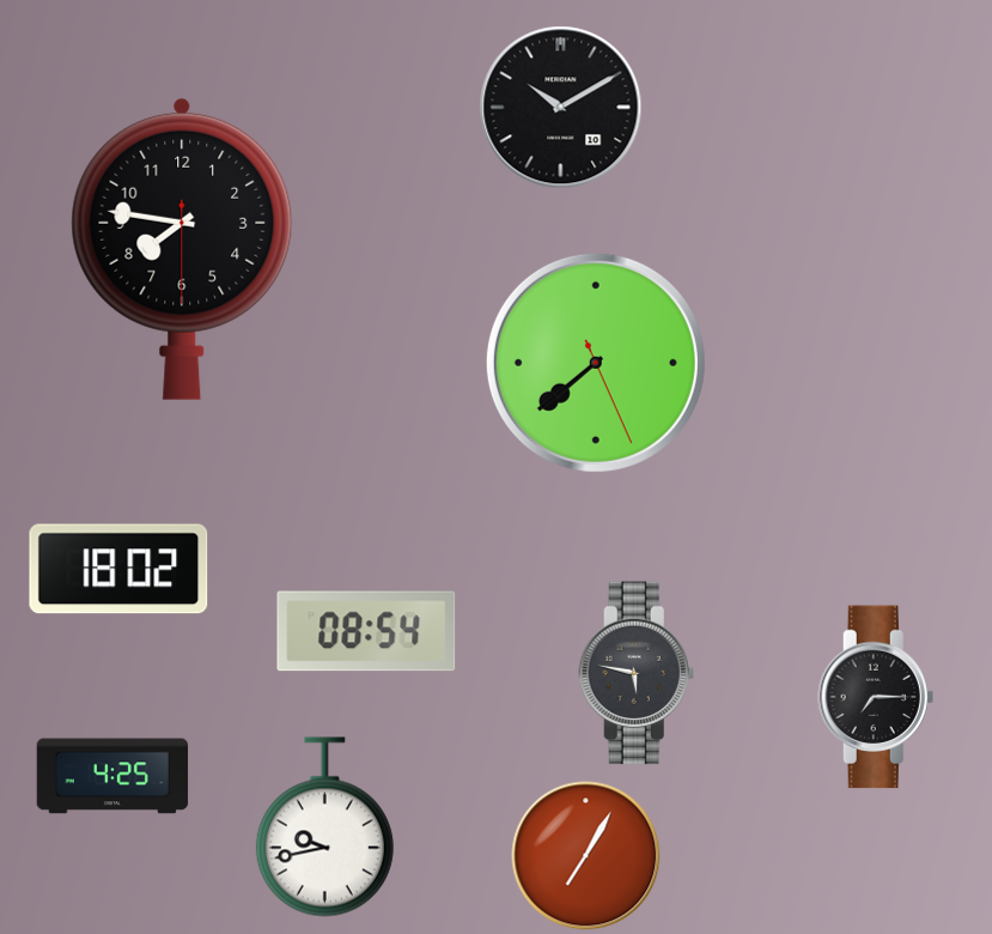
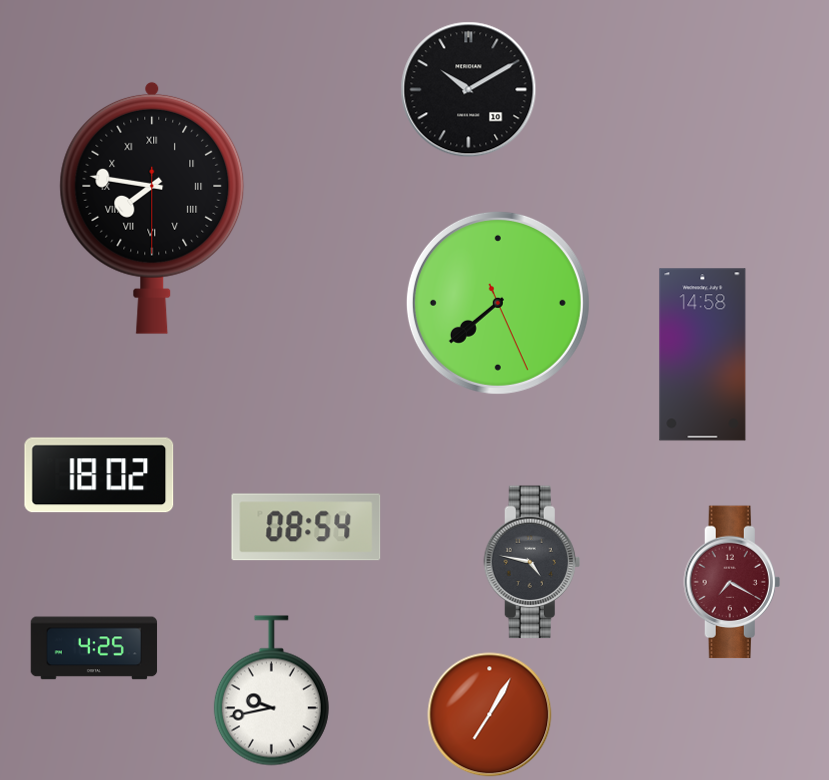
clock at (182, 248) numerals: Arabic -> Roman
clock at (703, 355): none -> 14:58
clock at (637, 673): 5:47 -> 4:47
clock at (876, 697): 7:15 -> 7:20
clock at (876, 697) dial: black -> burgundy
